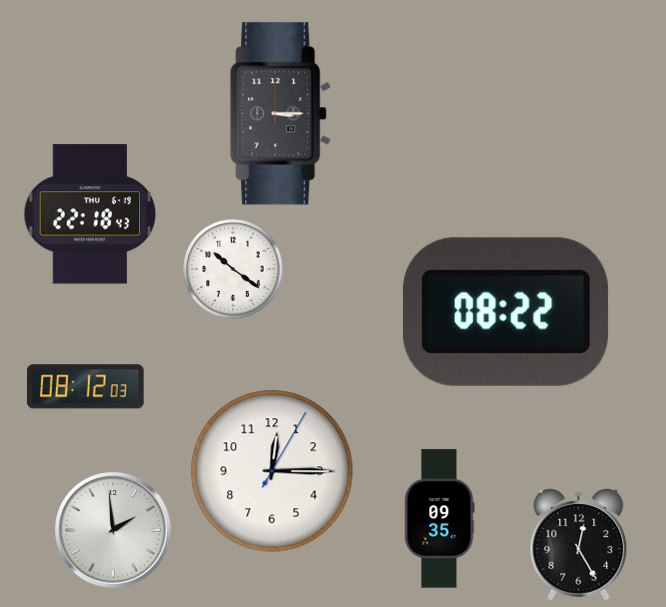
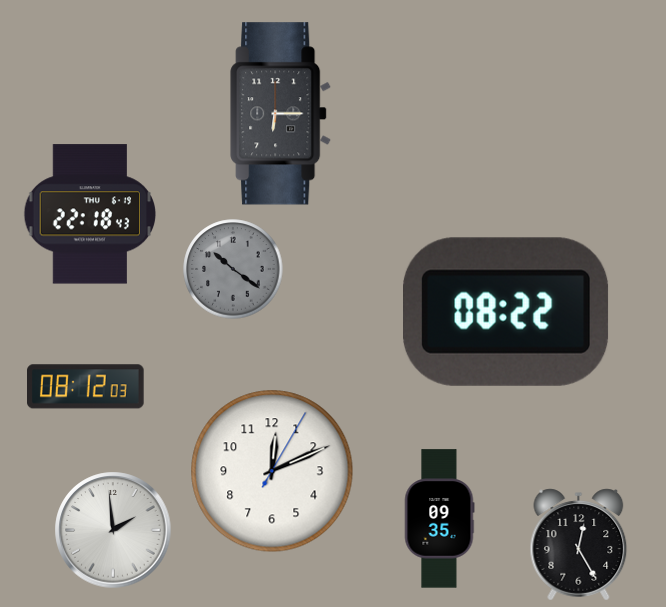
clock at (281, 114): 3:15 -> 6:15
clock at (233, 269) dial: white -> grey
clock at (272, 471): 12:15 -> 12:11
